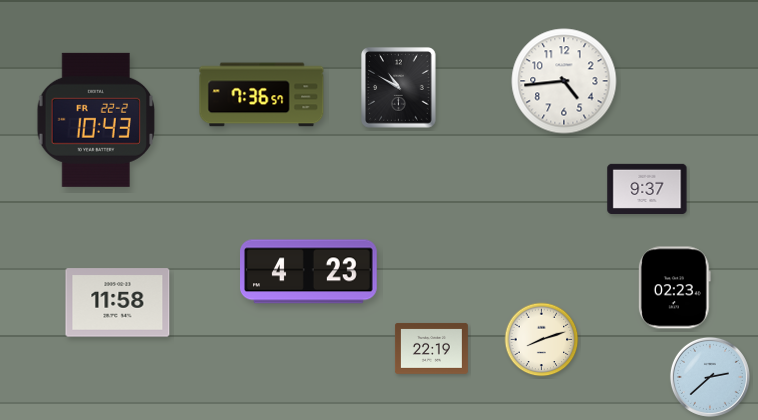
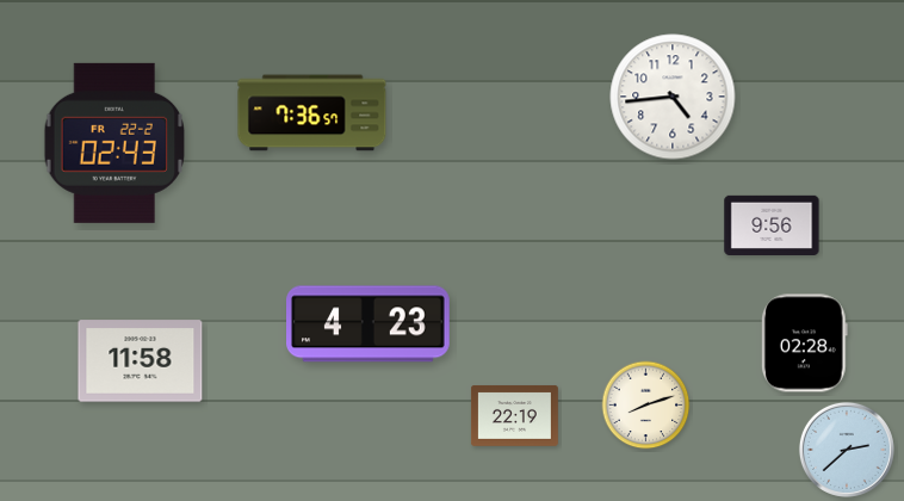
clock at (399, 88): 10:50 -> none
clock at (96, 120): 10:43 -> 02:43
clock at (647, 188): 9:37 -> 9:56
clock at (674, 288): 02:23 -> 02:28
